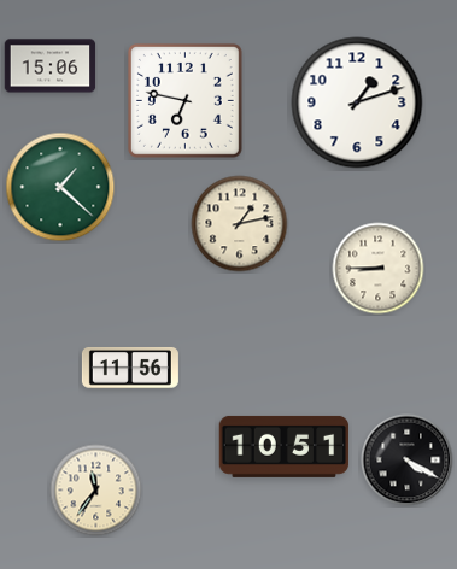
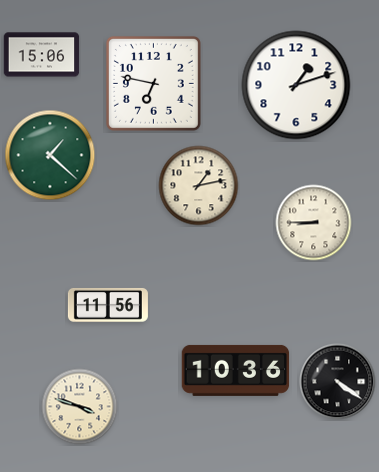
clock at (285, 446): 10:51 -> 10:36
clock at (408, 461): 4:20 -> 4:21
clock at (96, 491): 11:36 -> 3:48
